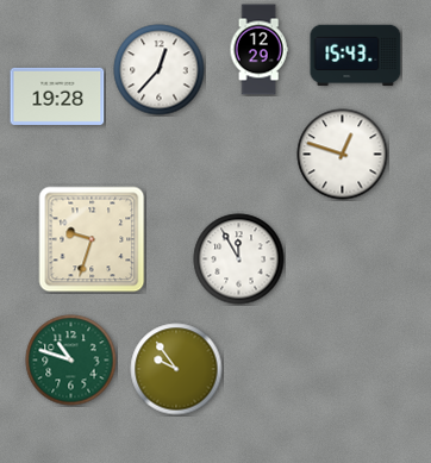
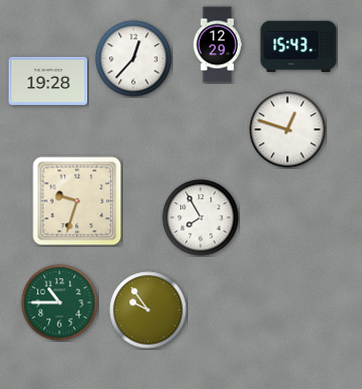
clock at (258, 50) position: (258, 50) -> (217, 45)
clock at (239, 259): 11:55 -> 7:55
clock at (71, 361): 10:48 -> 10:45
